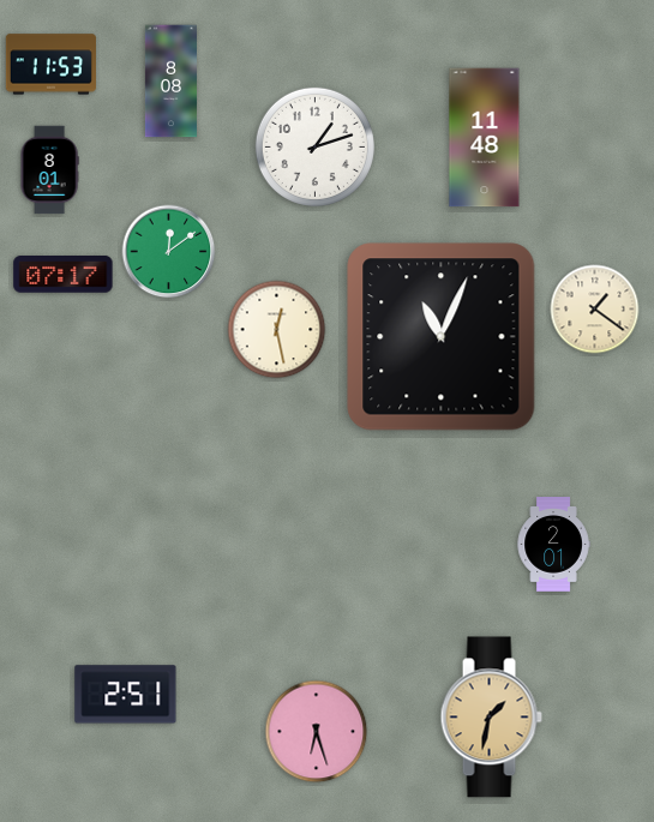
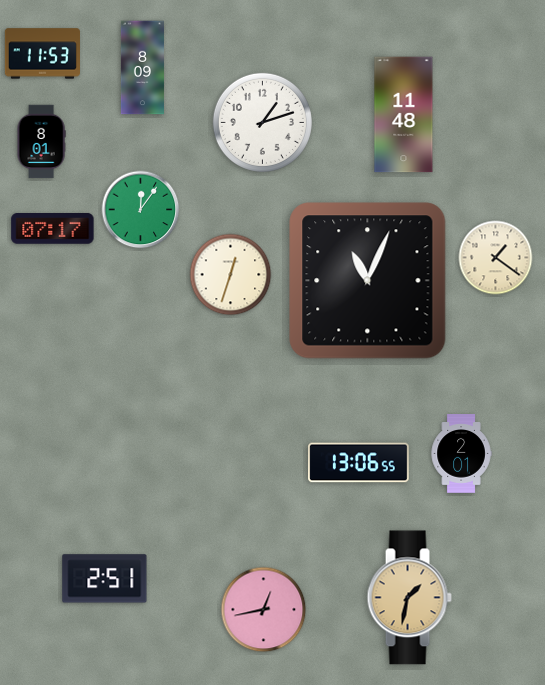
clock at (170, 82): 8:08 -> 8:09
clock at (169, 252): 12:09 -> 12:06
clock at (277, 330): 12:28 -> 12:33
clock at (359, 463): none -> 13:06
clock at (317, 732): 6:27 -> 12:43
